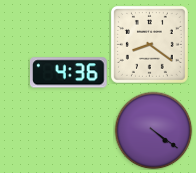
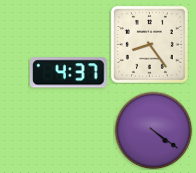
clock at (149, 44): 8:21 -> 8:24
clock at (69, 73): 4:36 -> 4:37
